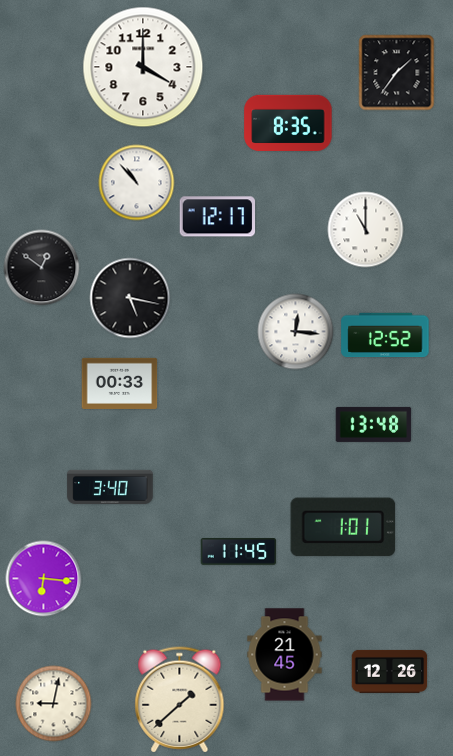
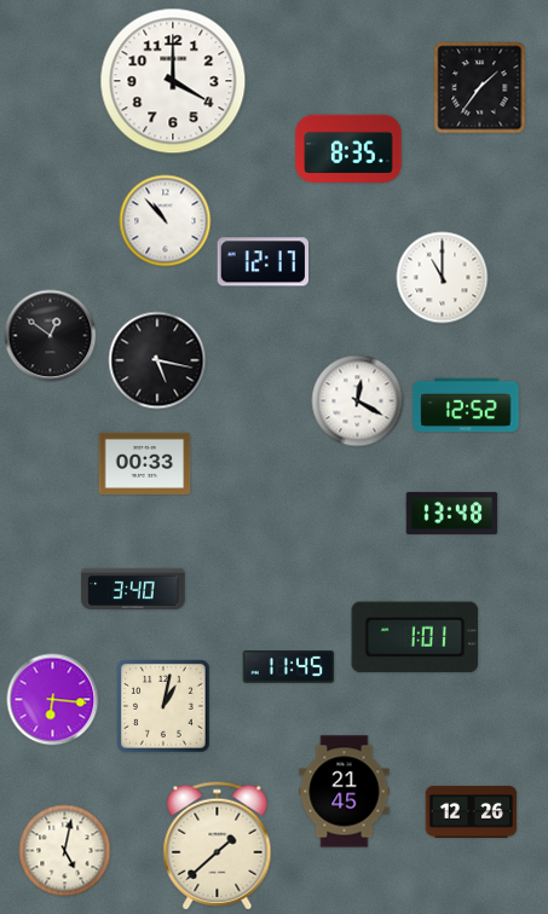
clock at (42, 268) position: (42, 268) -> (51, 336)
clock at (296, 332): 12:16 -> 12:20
clock at (163, 706): none -> 1:02
clock at (54, 704): 9:02 -> 5:02
